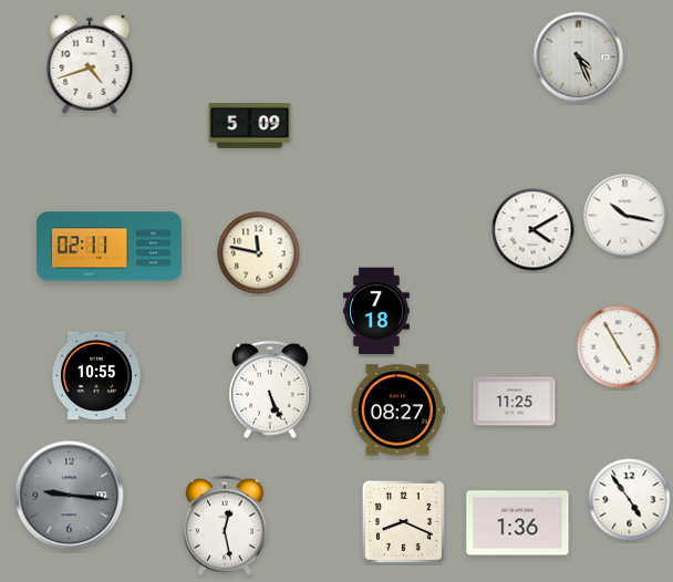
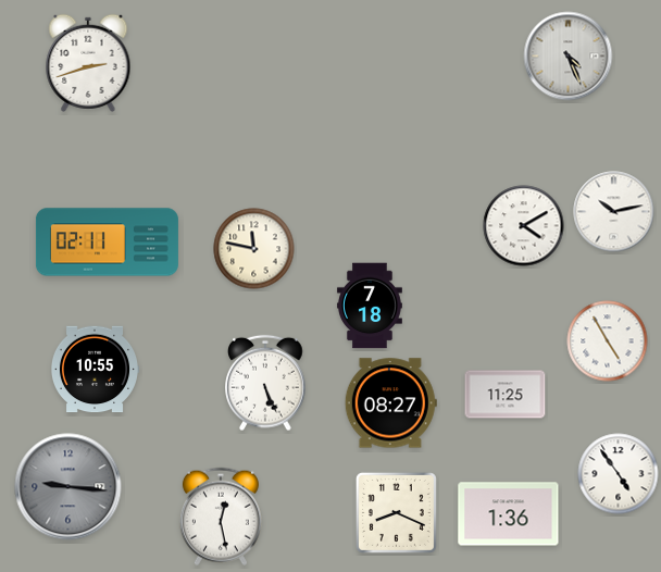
clock at (90, 64): 4:42 -> 2:42
clock at (250, 126): 5:09 -> none
clock at (625, 216): 10:17 -> 10:13
clock at (630, 500) position: (630, 500) -> (619, 474)
